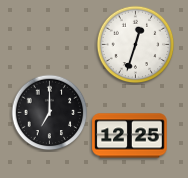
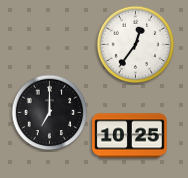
clock at (136, 45): 12:33 -> 12:36
clock at (130, 136): 12:25 -> 10:25
